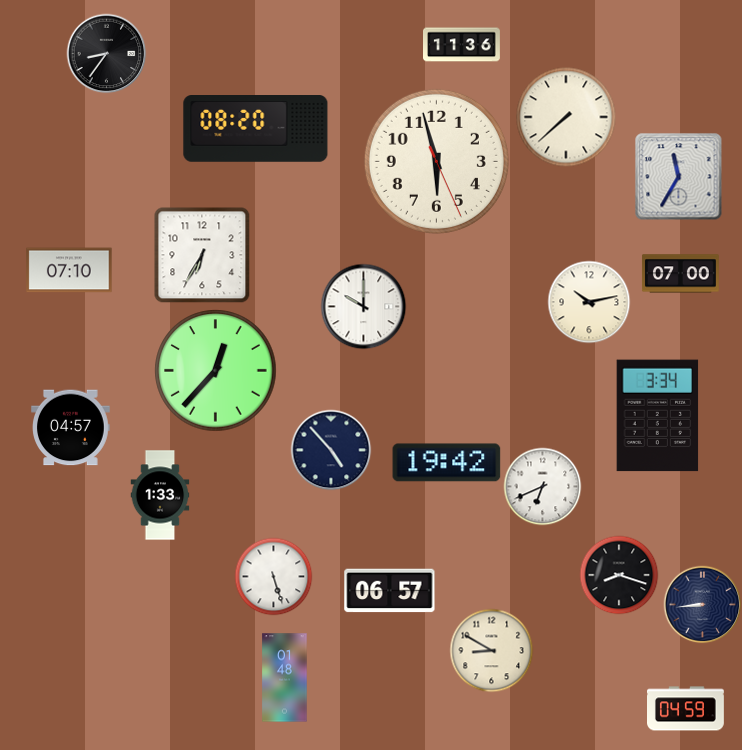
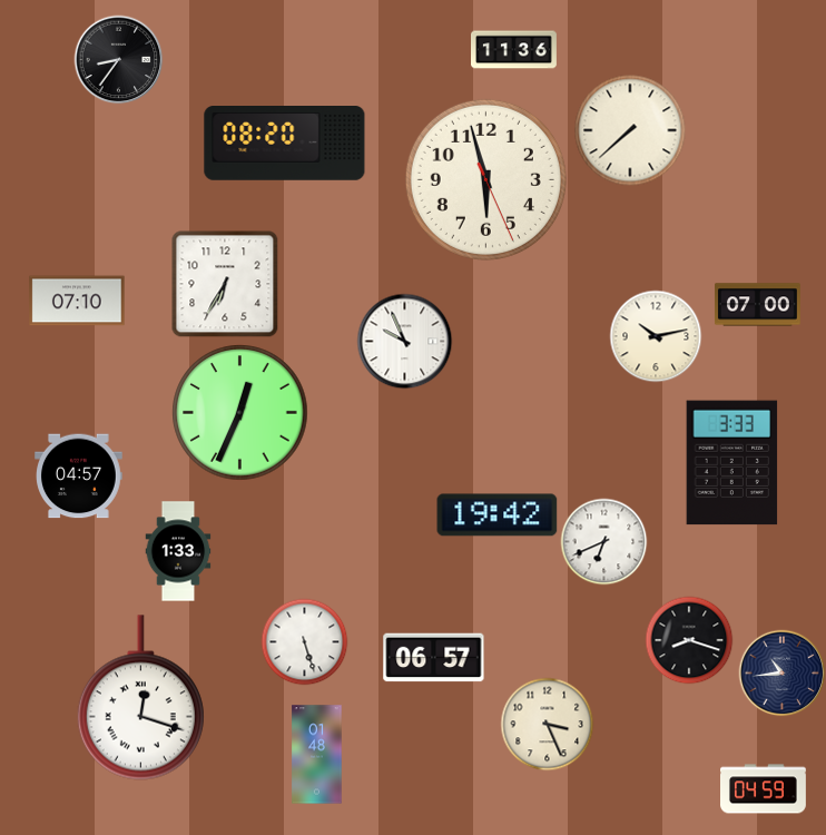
clock at (678, 176): 11:35 -> none
clock at (363, 306): 10:00 -> 9:56
clock at (216, 371): 12:37 -> 12:34
clock at (658, 416): 3:34 -> 3:33
clock at (331, 450): 4:53 -> none
clock at (702, 604): 8:44 -> 10:44
clock at (140, 698): none -> 12:18
clock at (491, 650): 8:50 -> 3:26
